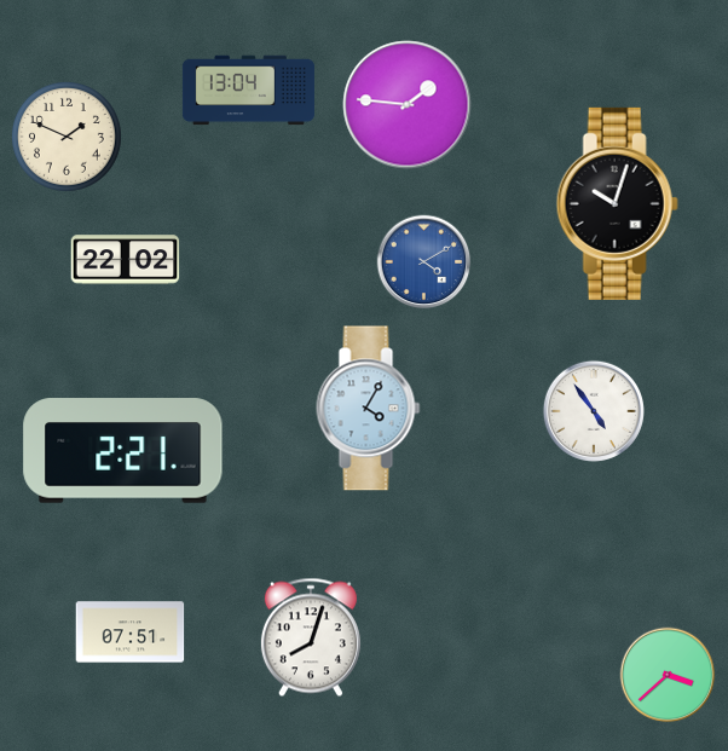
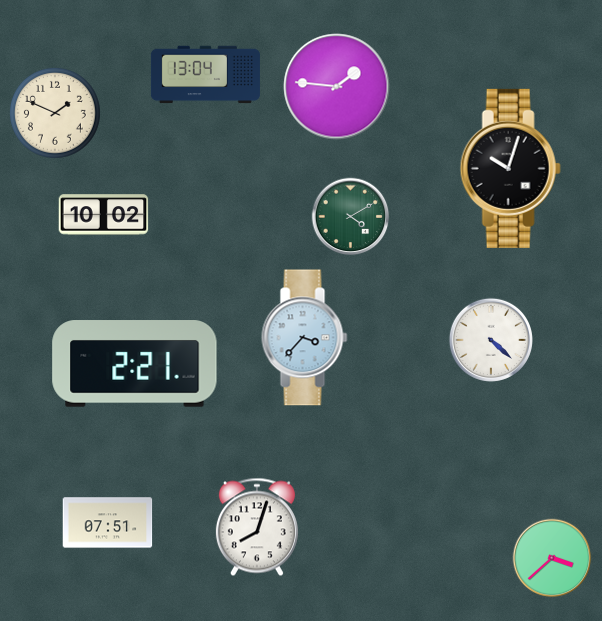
clock at (126, 260): 22:02 -> 10:02
clock at (424, 262) dial: blue -> green
clock at (369, 409): 4:05 -> 3:37
clock at (594, 411): 4:54 -> 4:22
clock at (123, 451) position: (123, 451) -> (135, 364)
